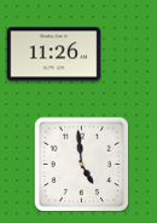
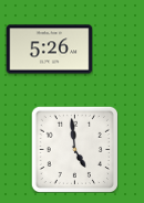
clock at (53, 55): 11:26 -> 5:26
